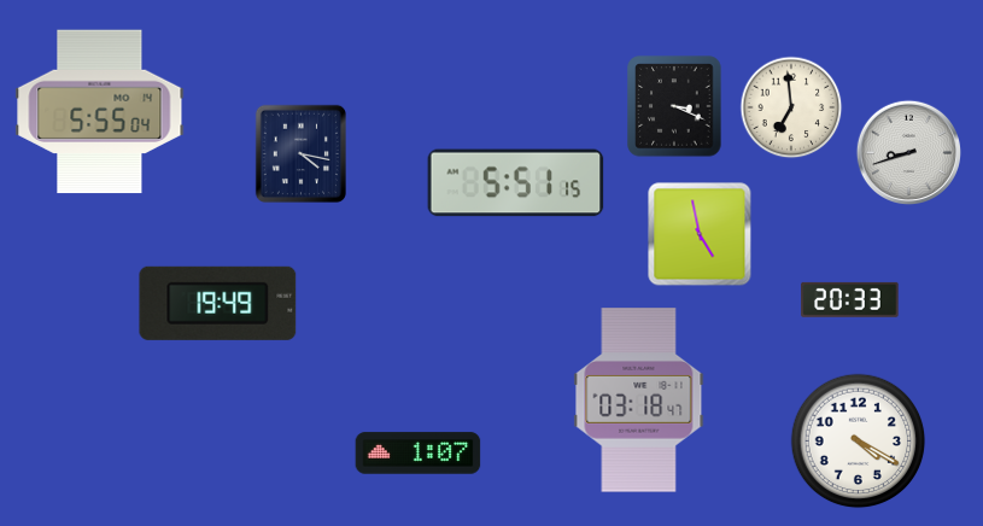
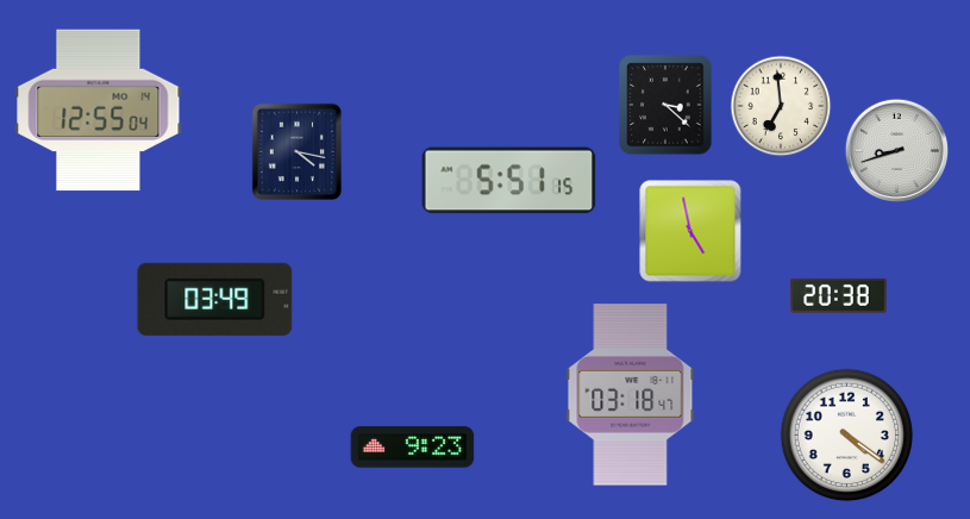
clock at (674, 106): 3:19 -> 3:22
clock at (100, 112): 5:55 -> 12:55
clock at (850, 299): 20:33 -> 20:38
clock at (218, 303): 19:49 -> 03:49
clock at (859, 442): 4:20 -> 4:21
clock at (419, 454): 1:07 -> 9:23
